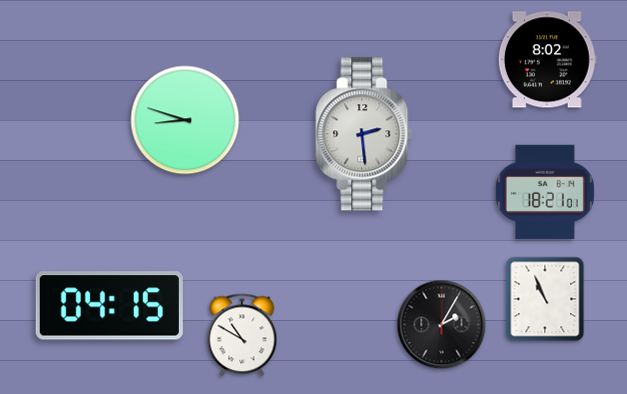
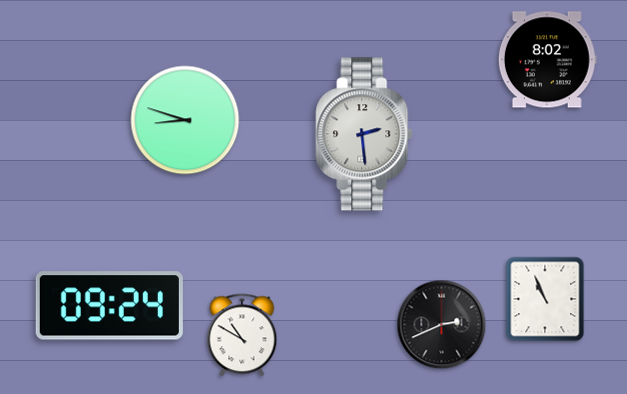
clock at (545, 191): 18:21 -> none
clock at (109, 306): 04:15 -> 09:24
clock at (442, 325): 2:05 -> 2:41
